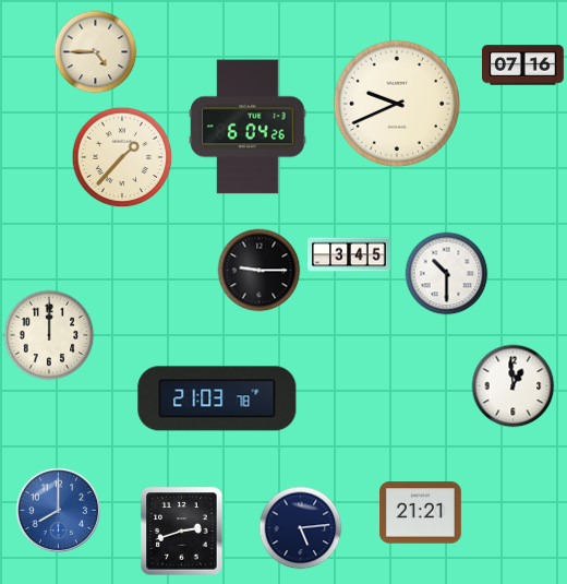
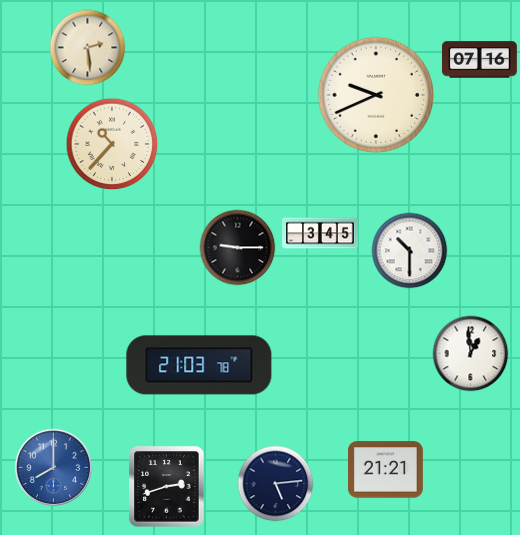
clock at (96, 52): 4:45 -> 2:29
clock at (396, 103) position: (396, 103) -> (375, 94)
clock at (248, 127): 6:04 -> none
clock at (122, 157): 1:37 -> 10:37
clock at (49, 335): 12:00 -> none
